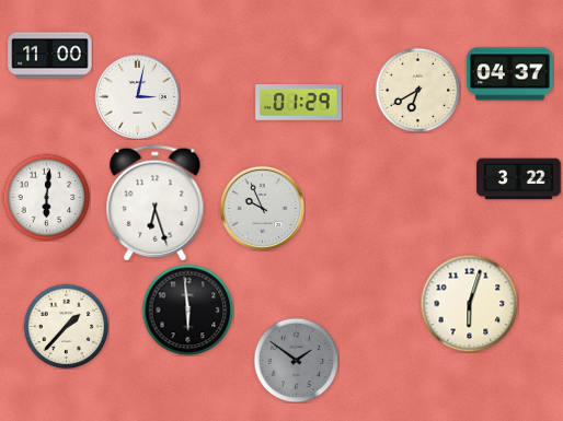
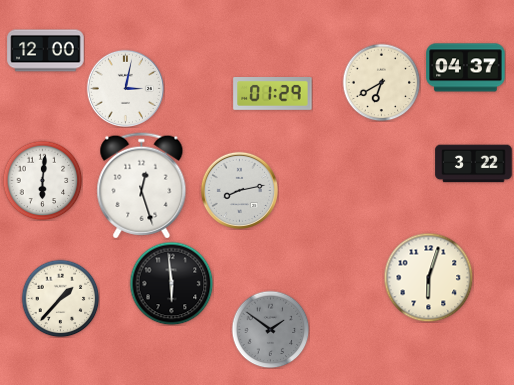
clock at (50, 56): 11:00 -> 12:00
clock at (156, 203): 6:27 -> 12:27
clock at (262, 208): 9:56 -> 8:13
